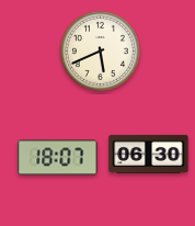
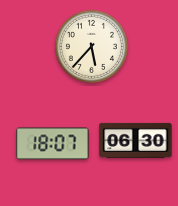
clock at (100, 50): 5:41 -> 5:37
